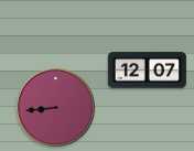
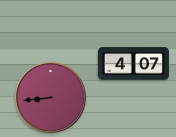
clock at (147, 71): 12:07 -> 4:07
